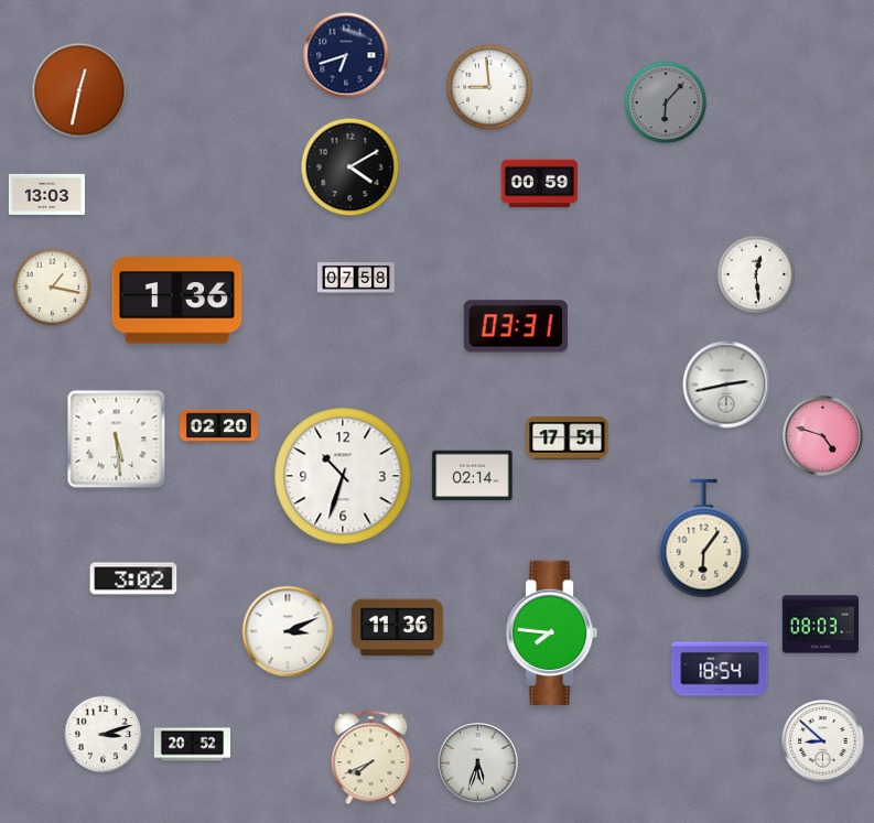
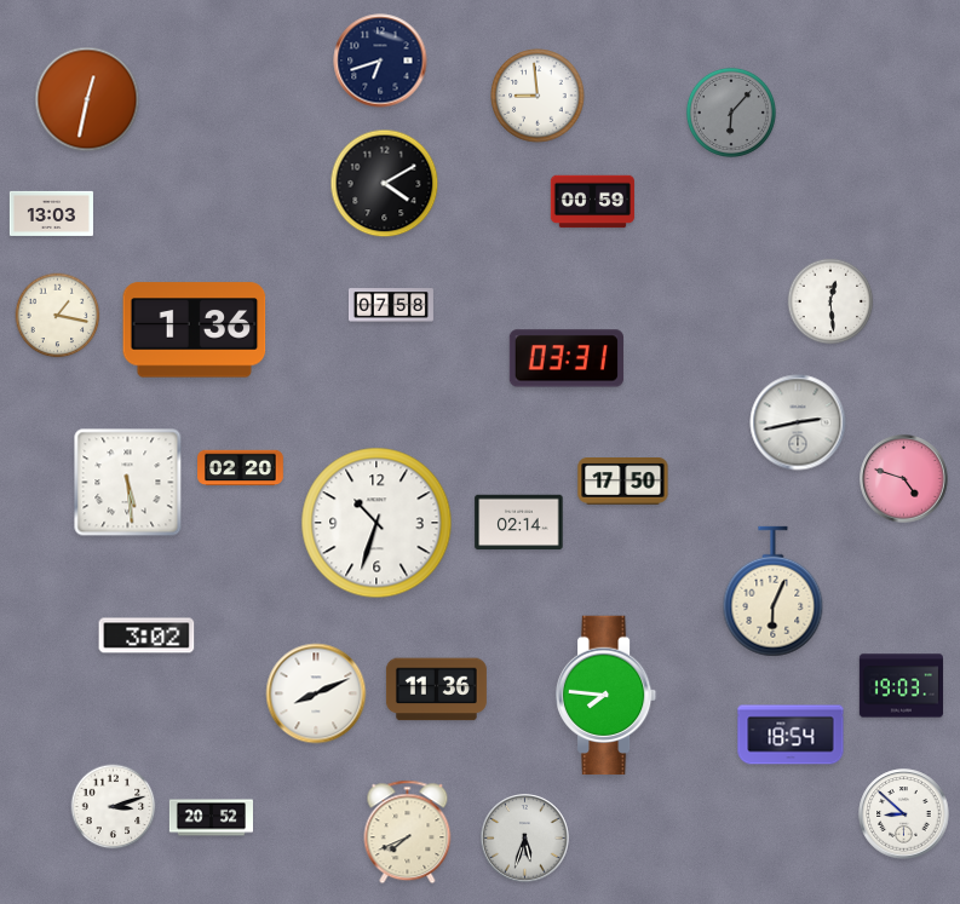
clock at (568, 438): 17:51 -> 17:50
clock at (704, 539): 6:06 -> 6:04
clock at (820, 625): 08:03 -> 19:03
clock at (288, 631): 3:11 -> 8:11
